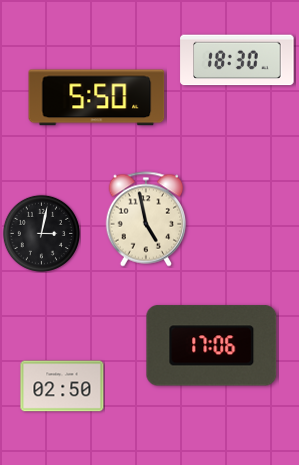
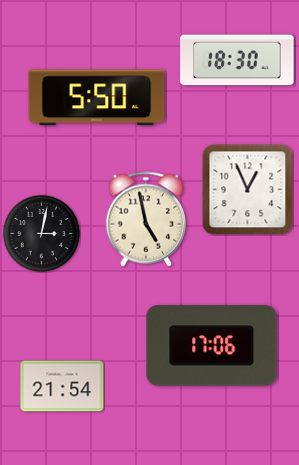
clock at (248, 190): none -> 12:56
clock at (62, 386): 02:50 -> 21:54
